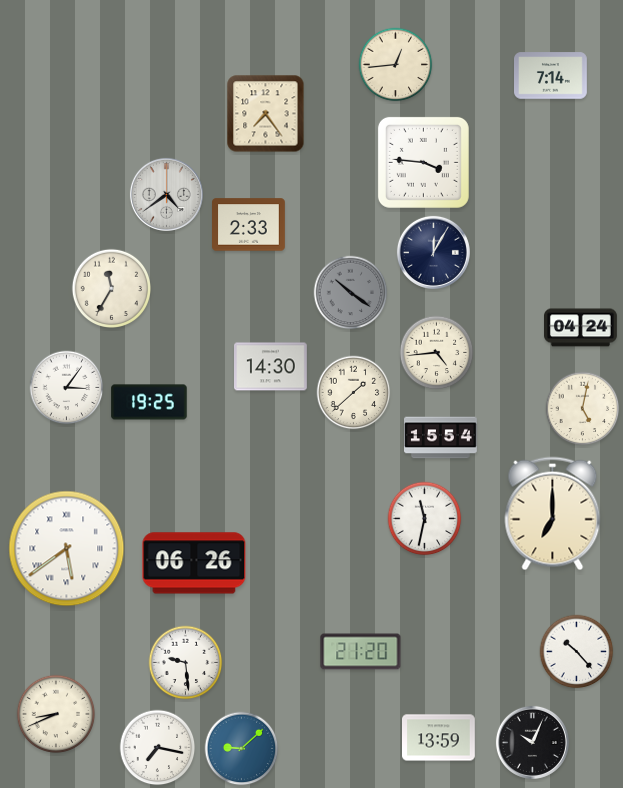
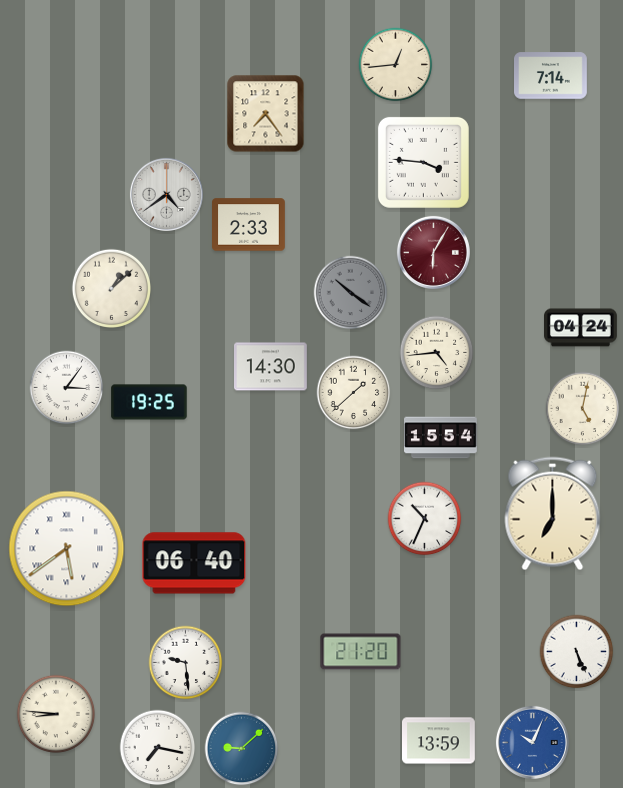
clock at (433, 252): 12:05 -> 6:05
clock at (433, 252) dial: navy -> burgundy
clock at (111, 288): 11:35 -> 1:08
clock at (425, 519): 11:32 -> 10:34
clock at (194, 563): 06:26 -> 06:40
clock at (577, 652): 10:23 -> 5:26
clock at (56, 714): 8:41 -> 8:46
clock at (439, 738) position: (439, 738) -> (439, 741)
clock at (532, 742) dial: black -> blue
